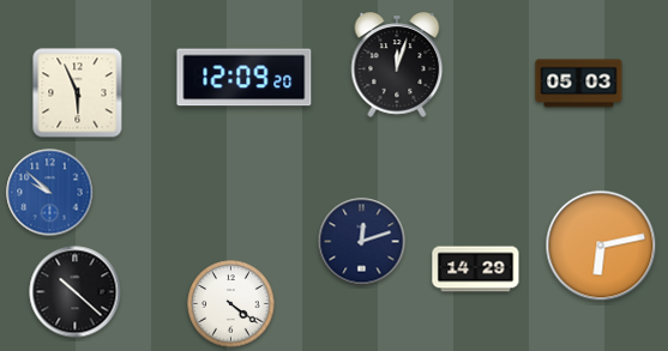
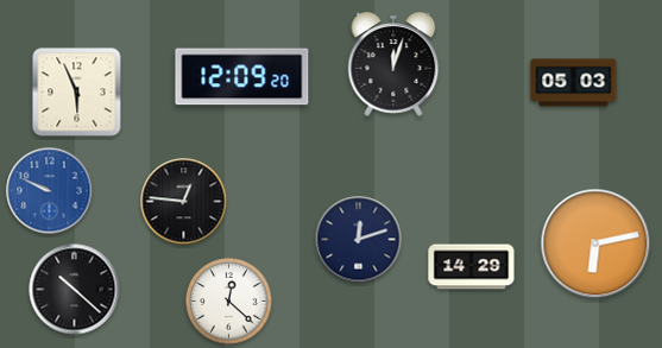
clock at (50, 193): 9:52 -> 9:49
clock at (184, 202): none -> 12:46
clock at (231, 304): 4:21 -> 12:22
